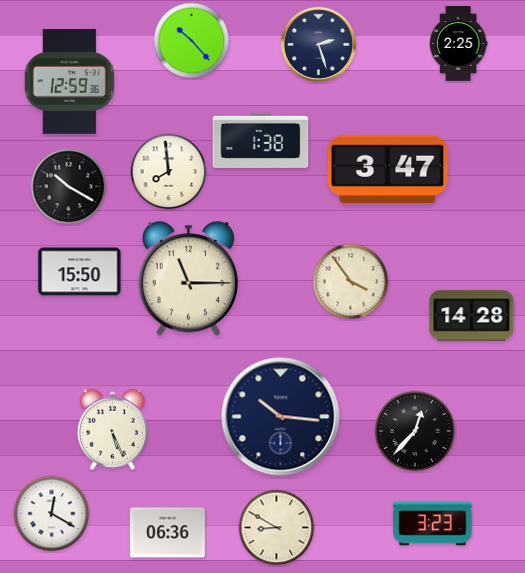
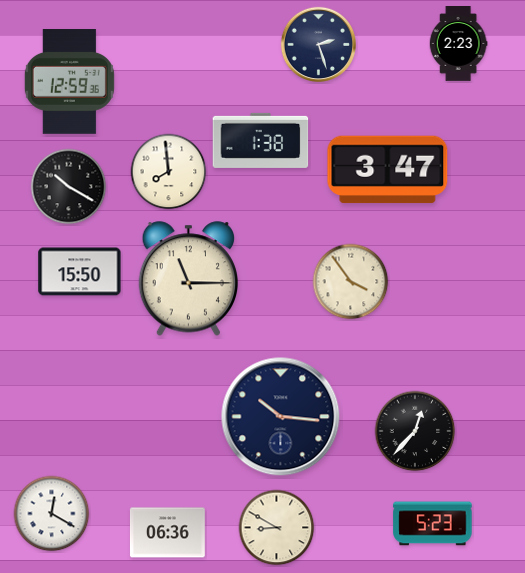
clock at (192, 41): 10:23 -> none
clock at (458, 44): 2:25 -> 2:23
clock at (472, 316): 14:28 -> none
clock at (113, 429): 5:26 -> none
clock at (433, 524): 3:23 -> 5:23
